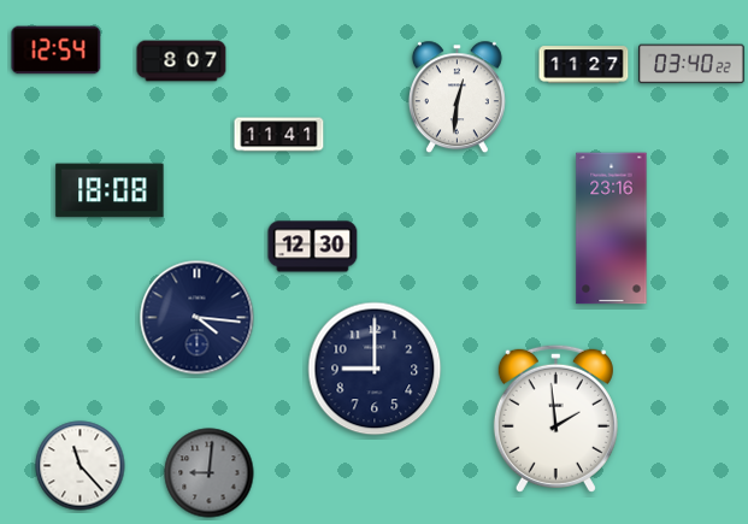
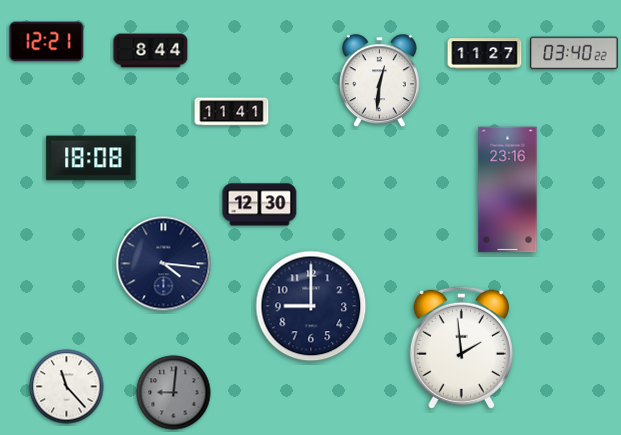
clock at (57, 51): 12:54 -> 12:21
clock at (182, 61): 8:07 -> 8:44
